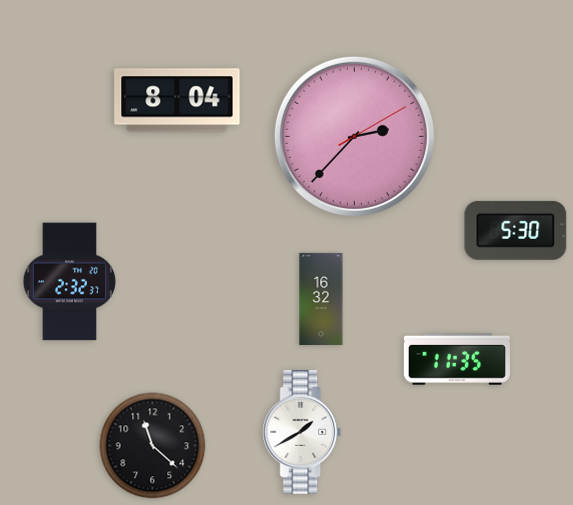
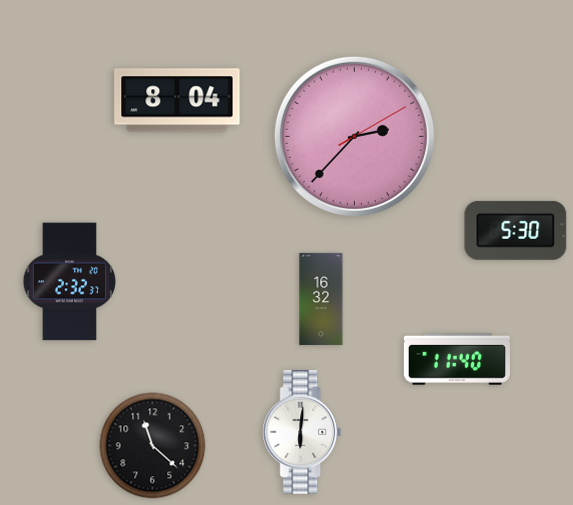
clock at (457, 360): 11:35 -> 11:40
clock at (302, 432): 1:40 -> 6:01
